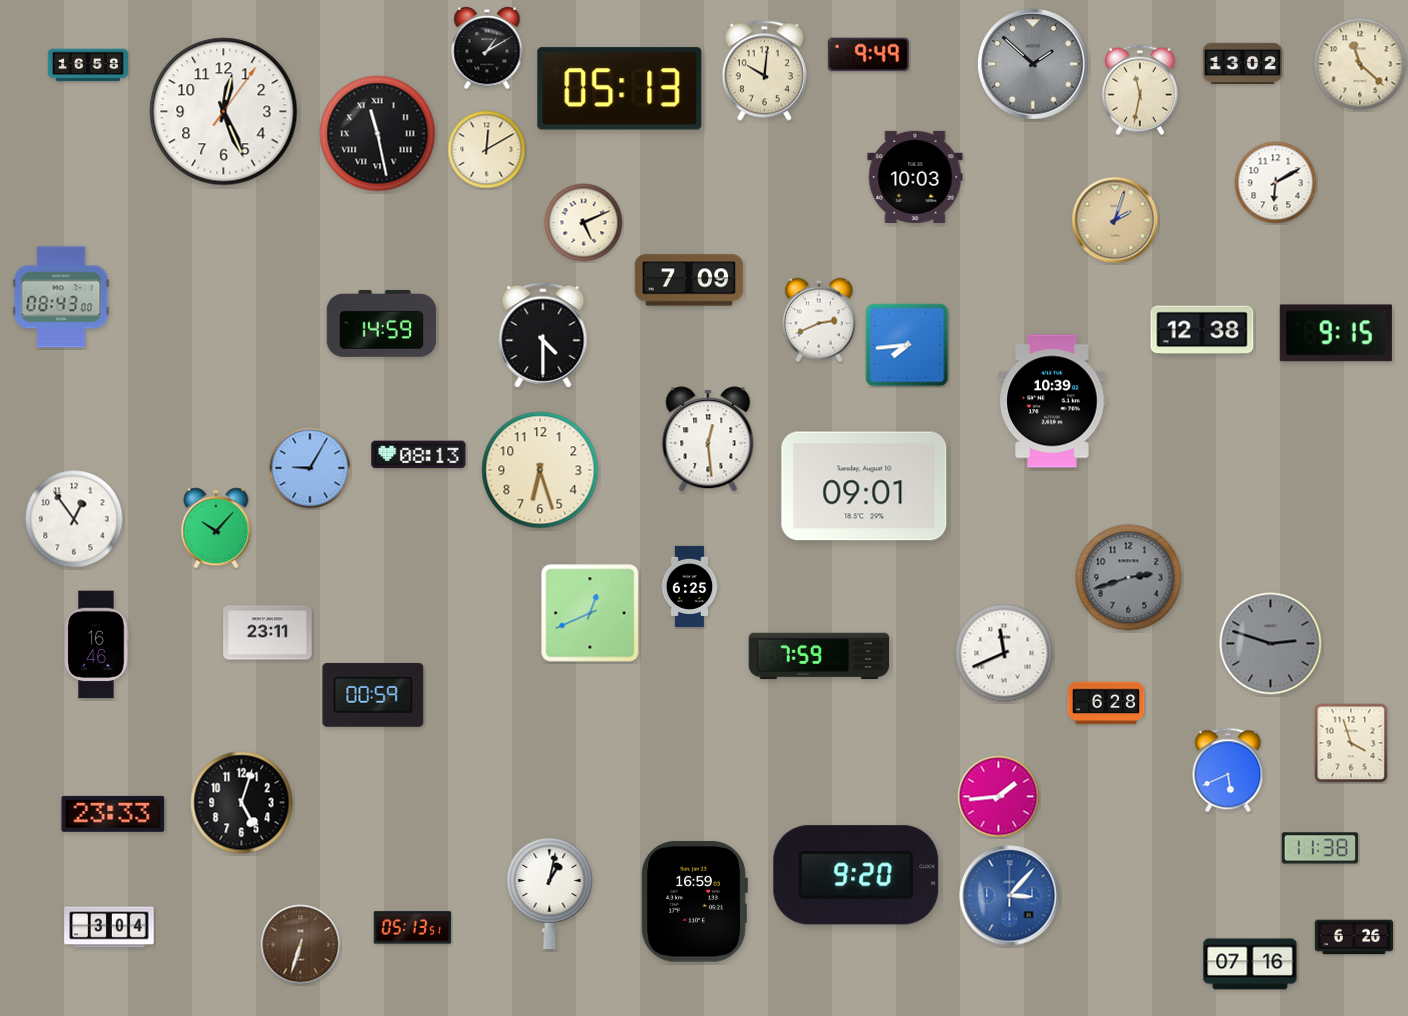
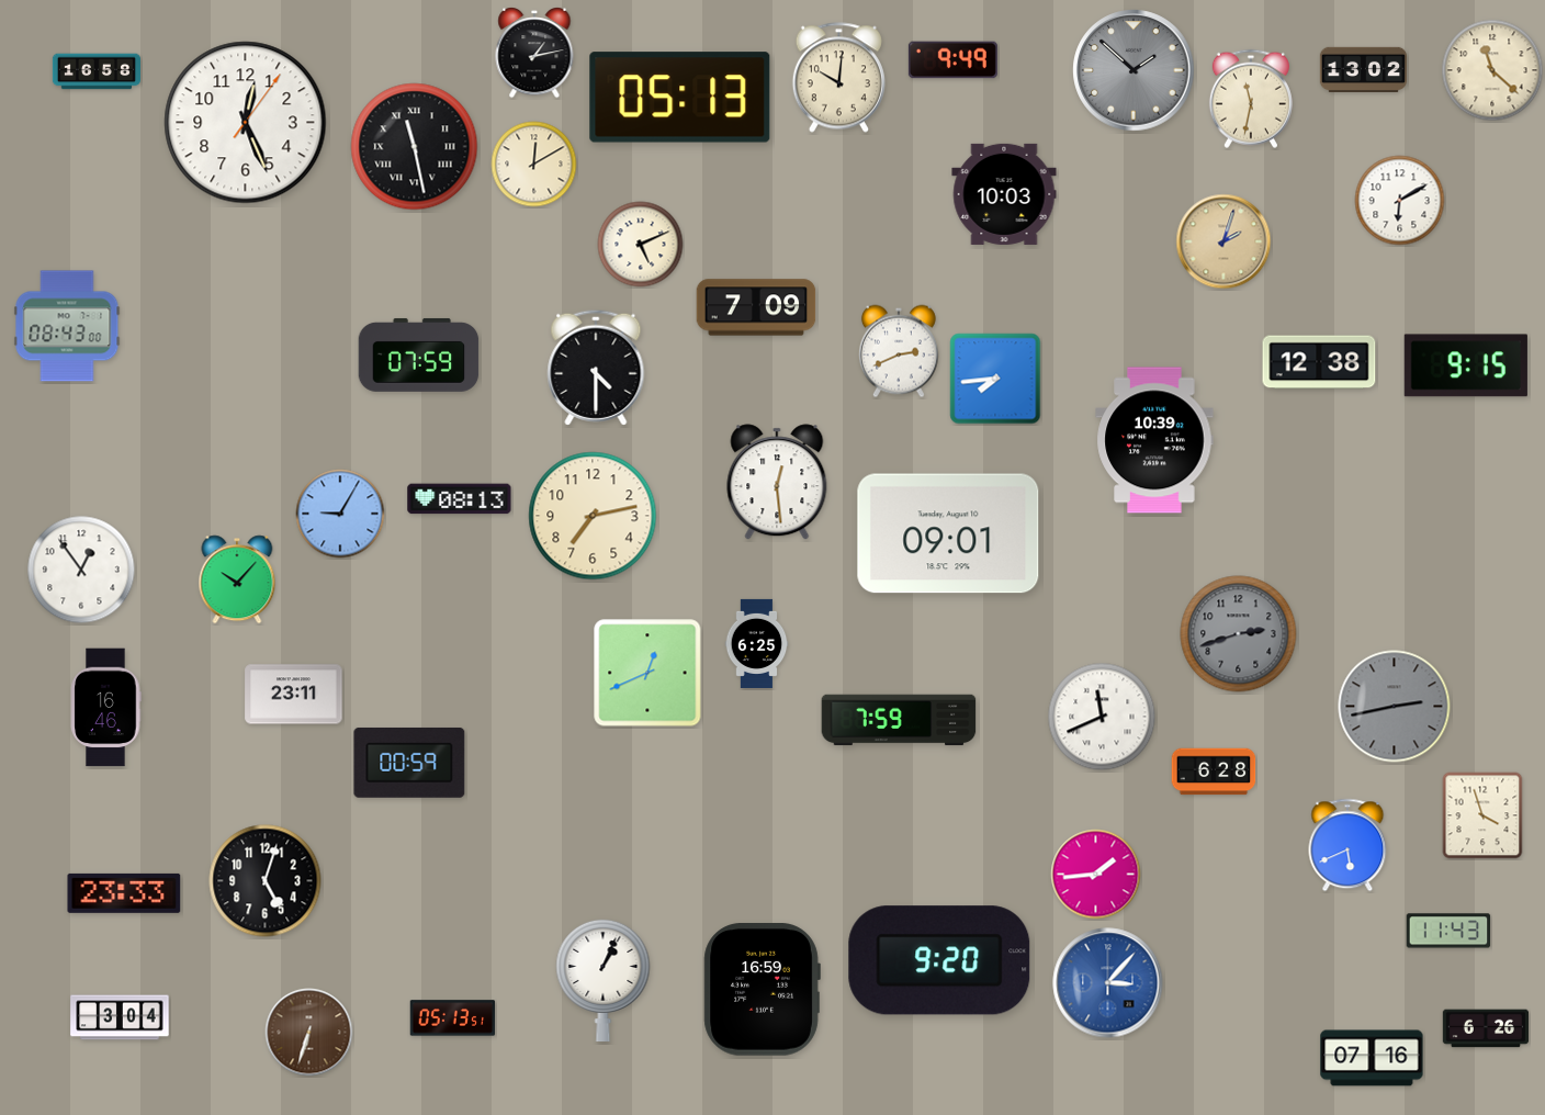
clock at (487, 49): 1:10 -> 1:13
clock at (382, 323): 14:59 -> 07:59
clock at (540, 470): 6:27 -> 7:13
clock at (1271, 644): 2:48 -> 2:43
clock at (1320, 848): 11:38 -> 11:43
clock at (550, 892): 1:02 -> 1:04
clock at (301, 945) position: (301, 945) -> (309, 1033)
